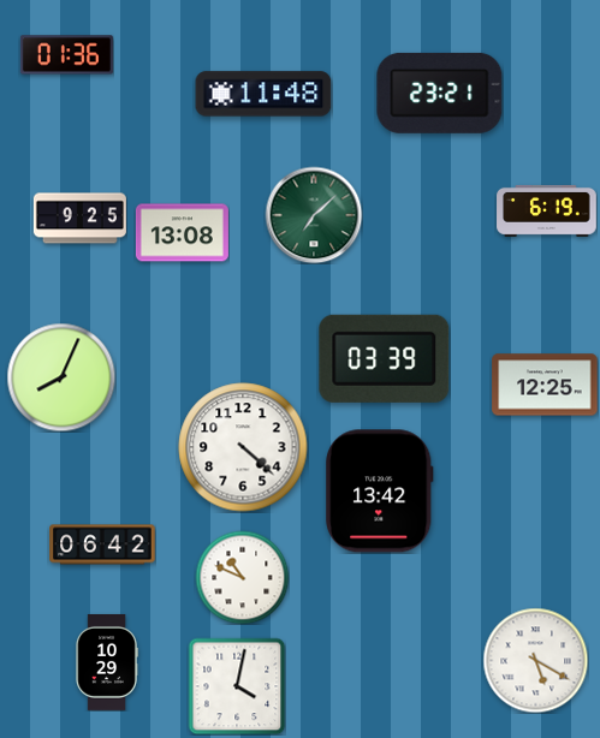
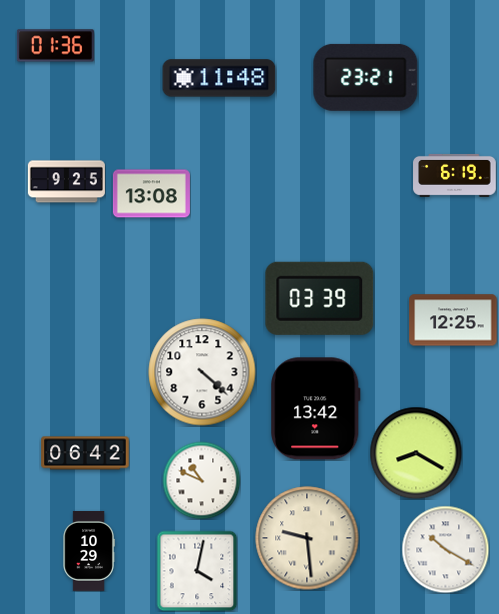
clock at (314, 215): 7:08 -> none
clock at (61, 377): 8:04 -> none
clock at (416, 453): none -> 8:20
clock at (307, 538): none -> 9:29
clock at (535, 660): 5:20 -> 10:20
